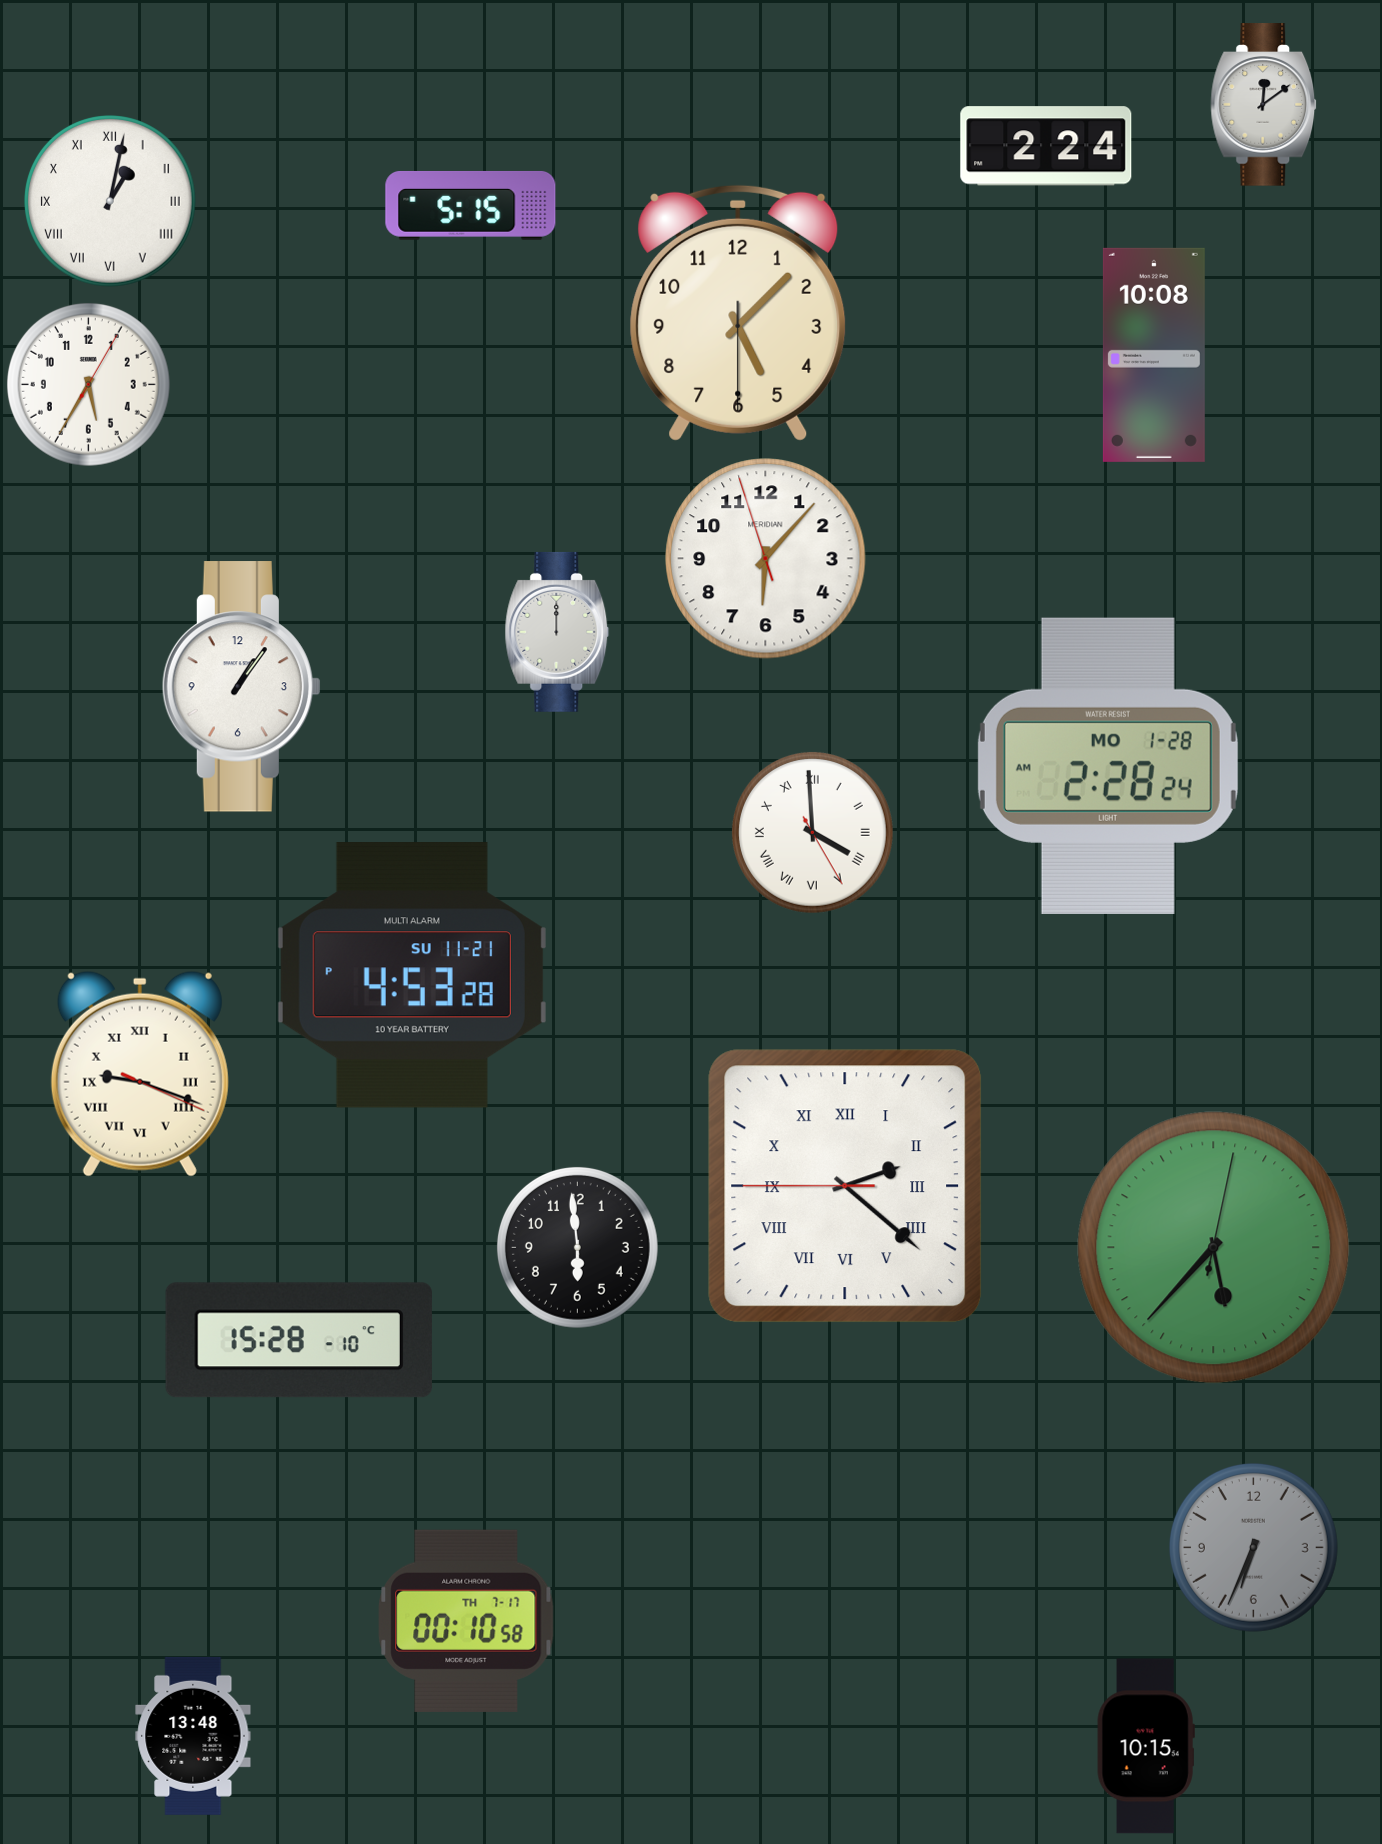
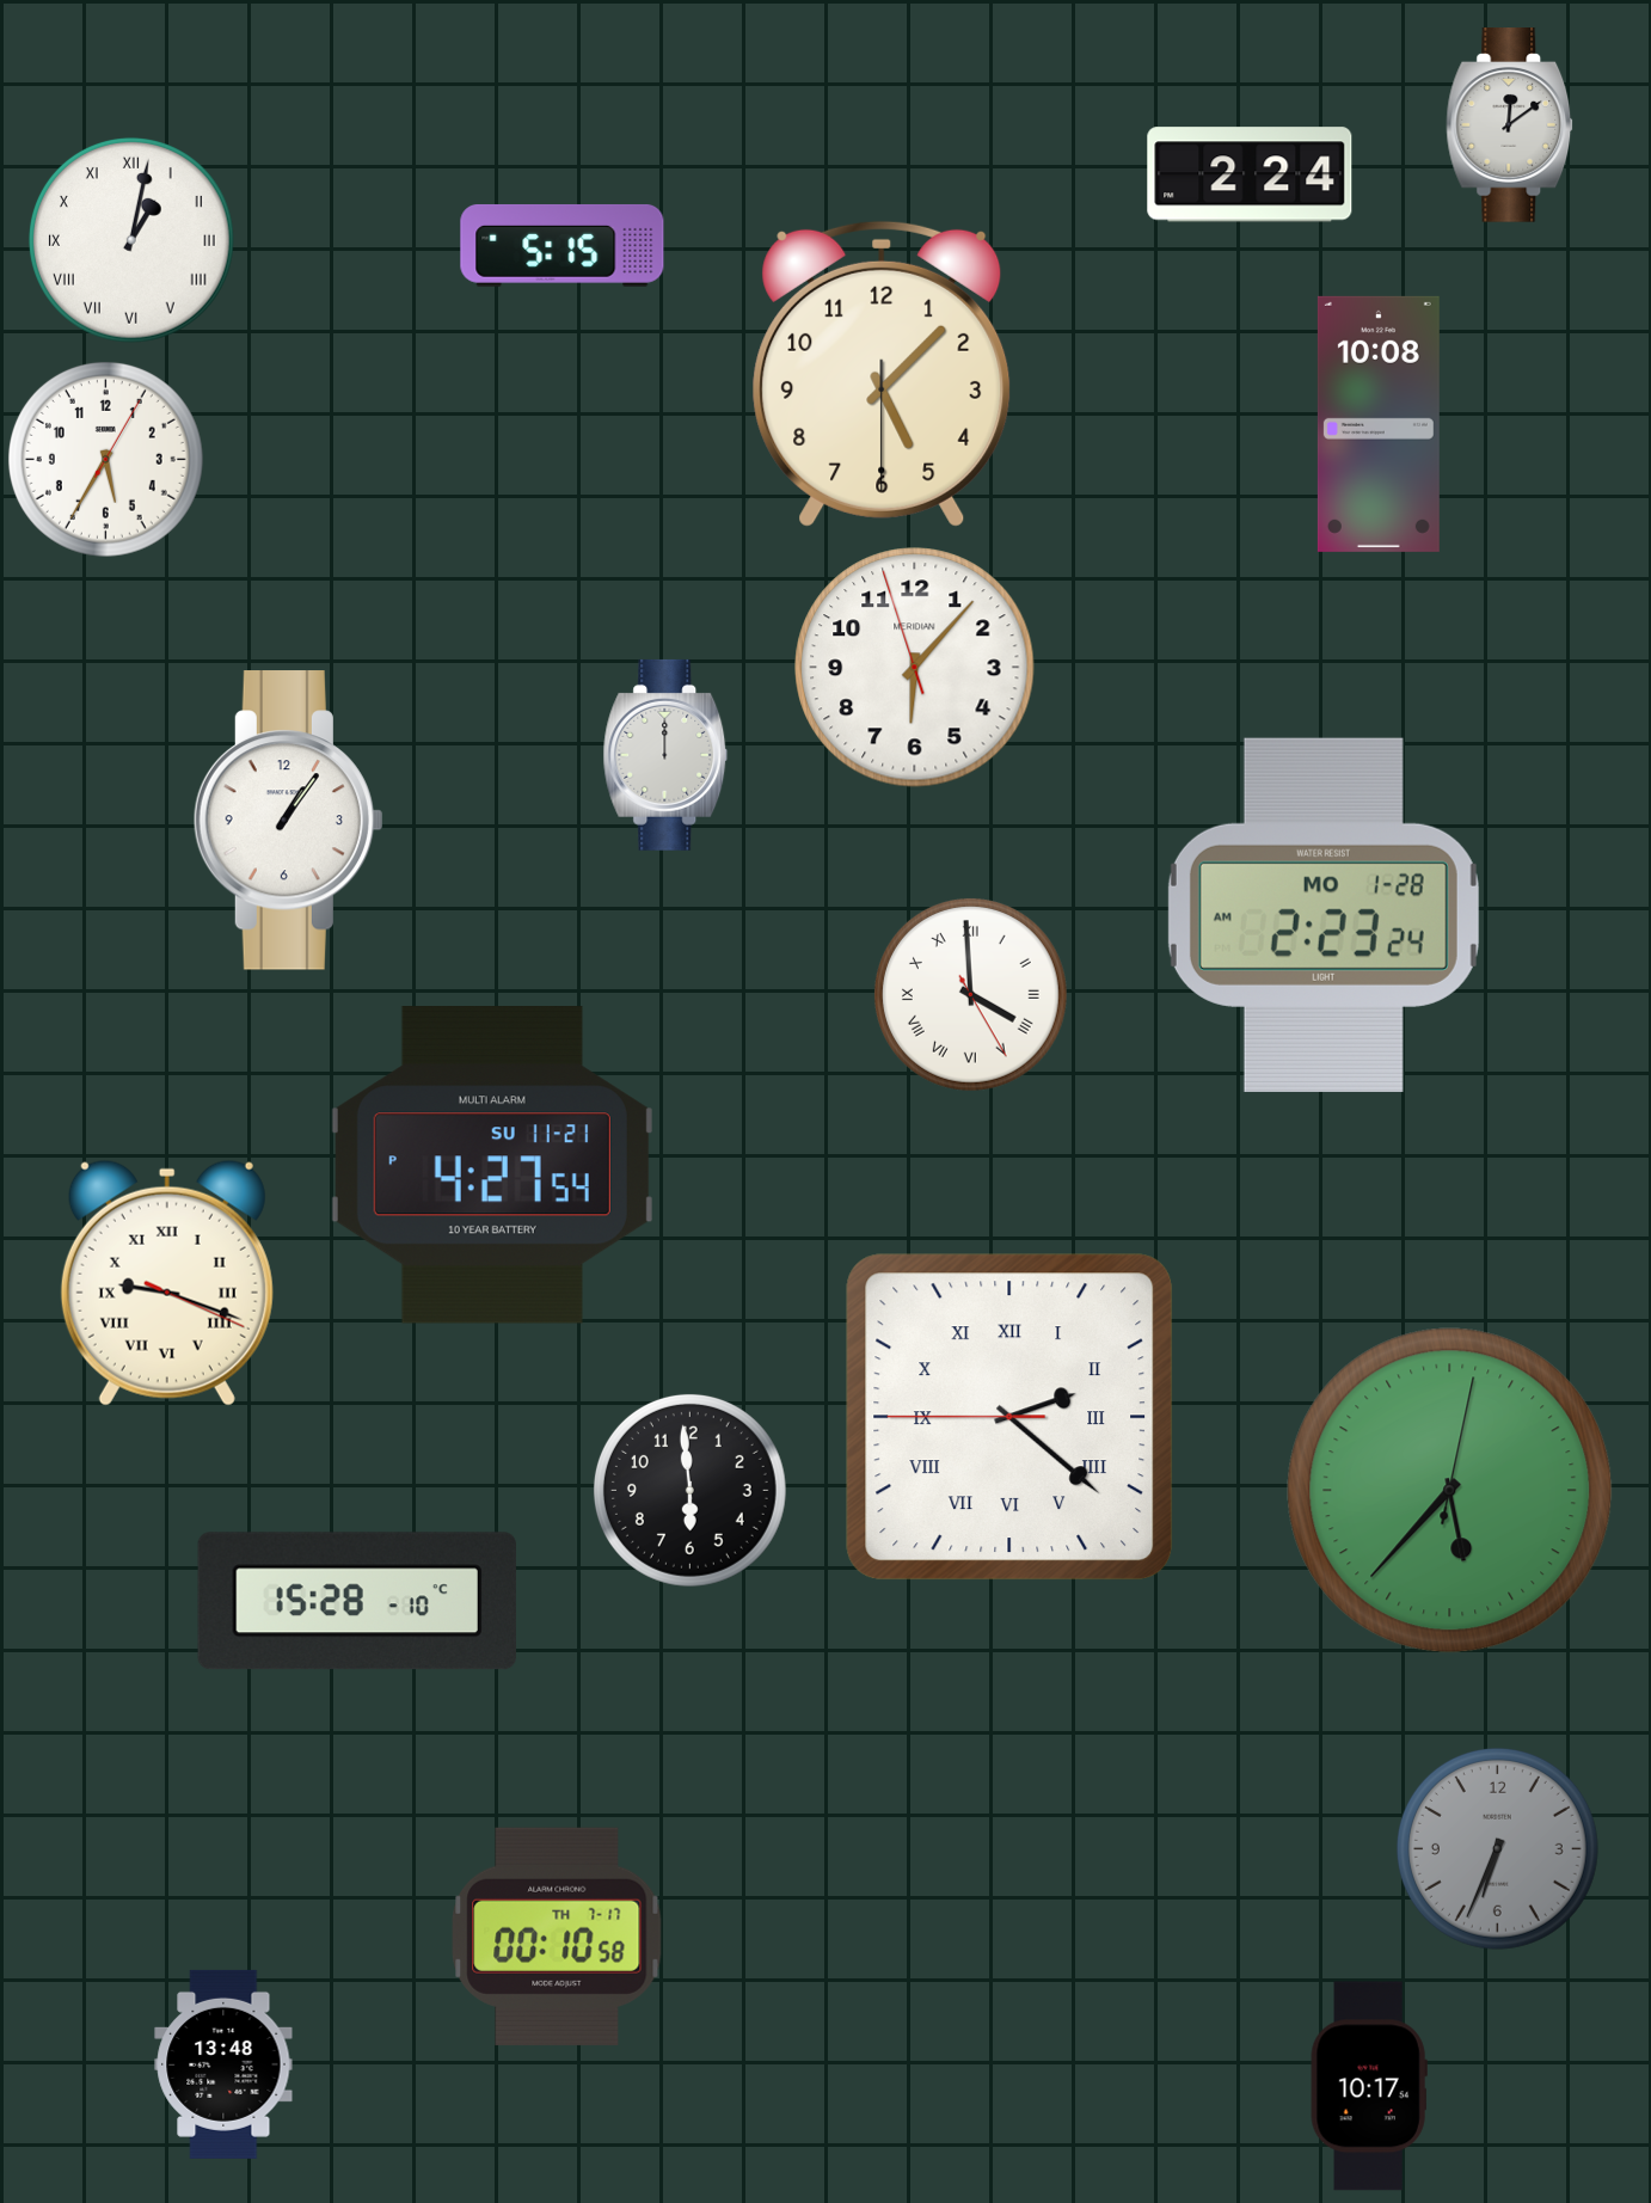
clock at (1108, 766): 2:28 -> 2:23
clock at (412, 975): 4:53 -> 4:27
clock at (193, 1736) position: (193, 1736) -> (223, 2064)
clock at (1146, 1746): 10:15 -> 10:17
